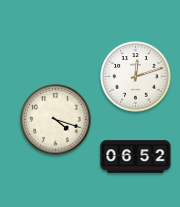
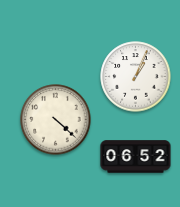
clock at (136, 77): 12:12 -> 1:04
clock at (56, 120): 4:18 -> 4:22
